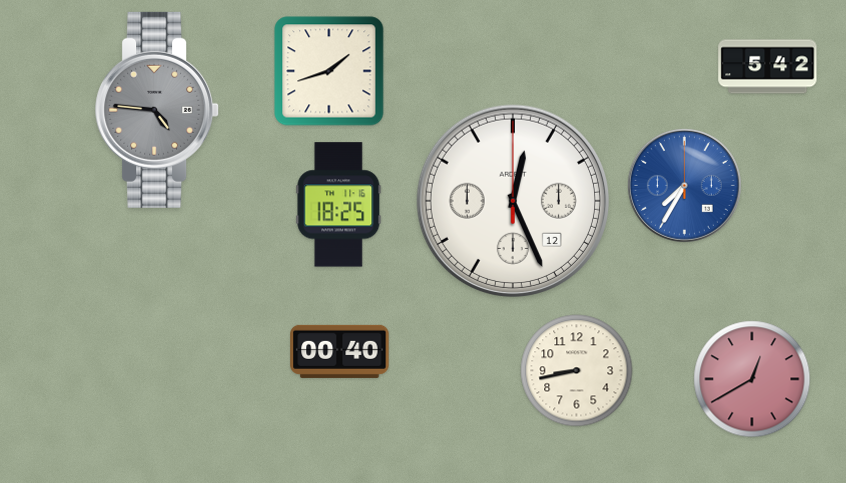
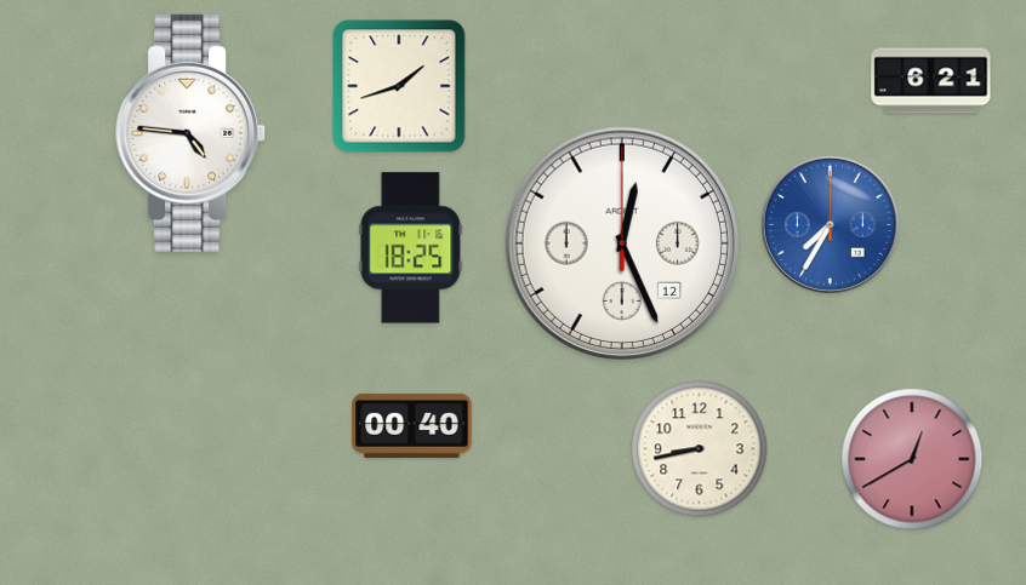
clock at (768, 67): 5:42 -> 6:21
clock at (158, 110) dial: grey -> white
